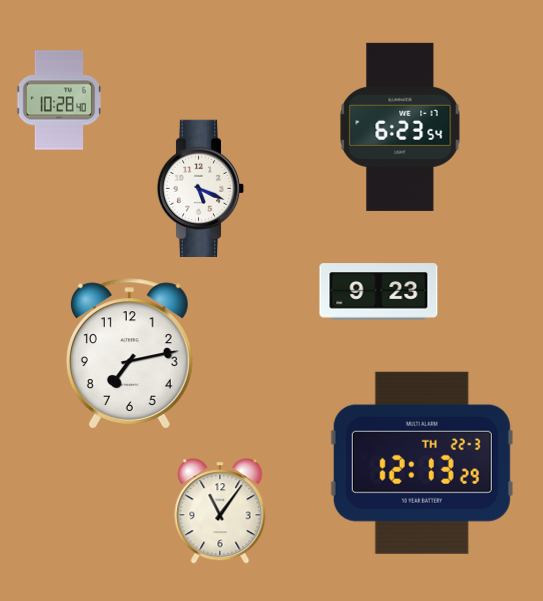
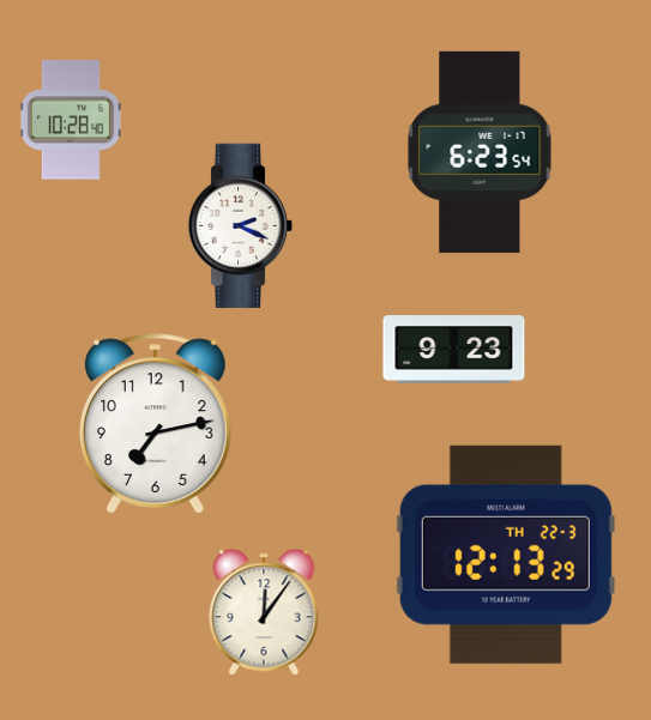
clock at (201, 188): 5:19 -> 2:19
clock at (220, 511): 11:06 -> 12:06
